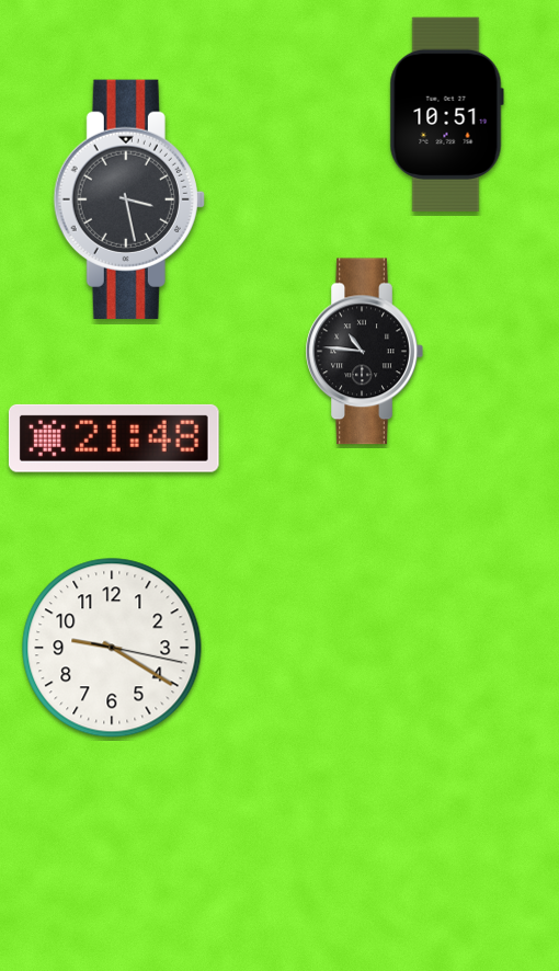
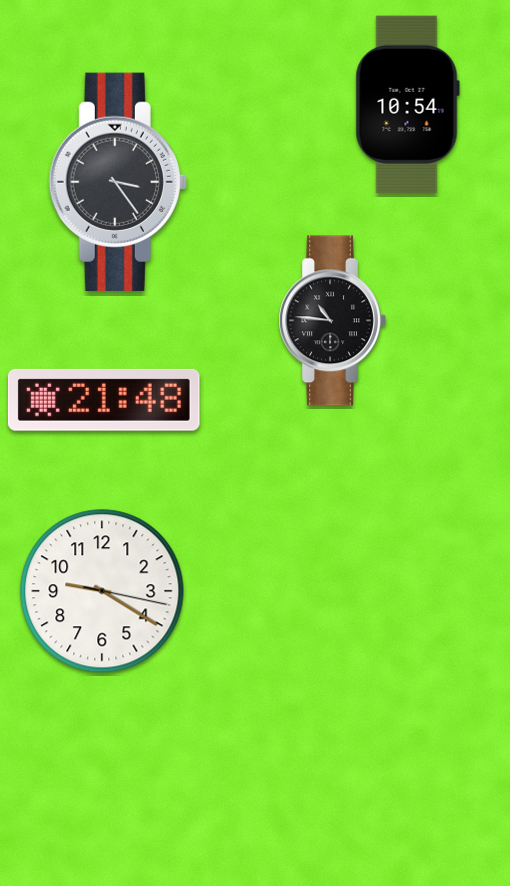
clock at (446, 114): 10:51 -> 10:54
clock at (129, 199): 3:28 -> 3:24
